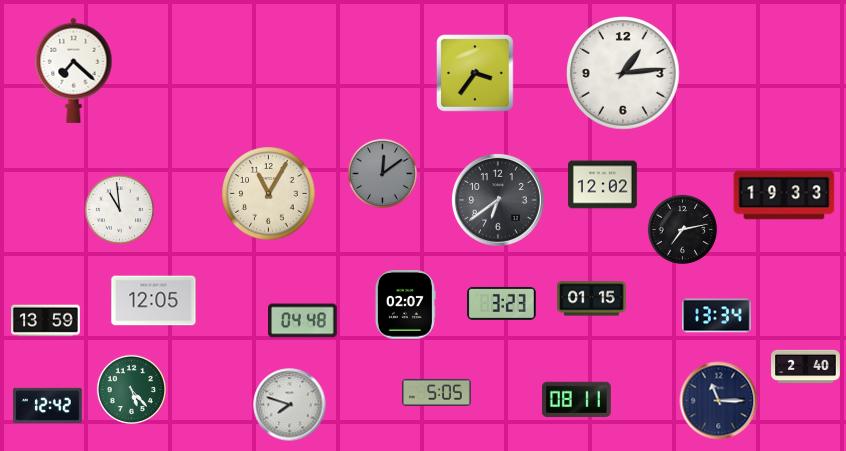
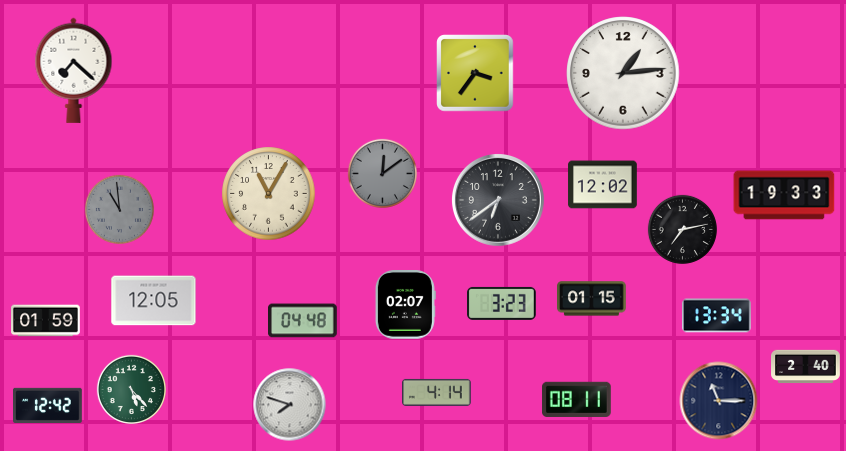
clock at (119, 209) dial: white -> grey
clock at (46, 321): 13:59 -> 01:59
clock at (437, 392): 5:05 -> 4:14
